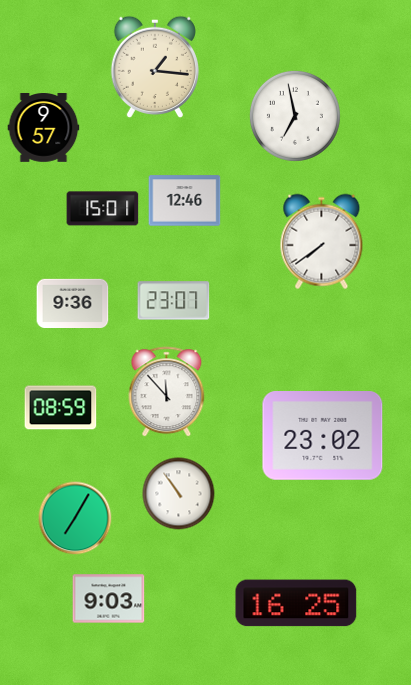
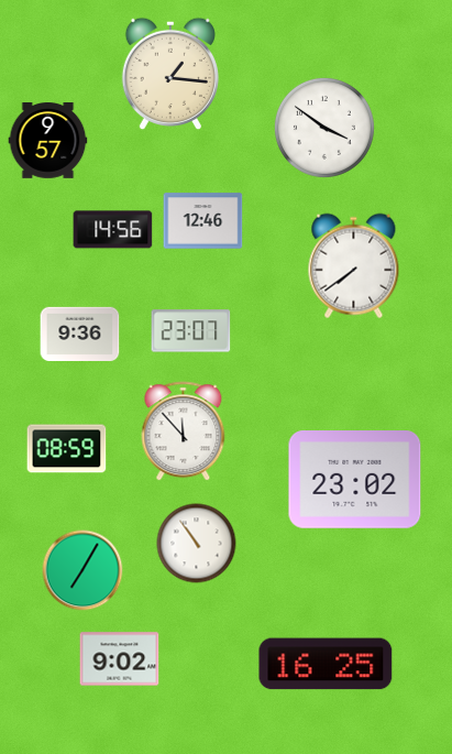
clock at (295, 116): 6:58 -> 3:51
clock at (103, 209): 15:01 -> 14:56
clock at (109, 599): 9:03 -> 9:02
